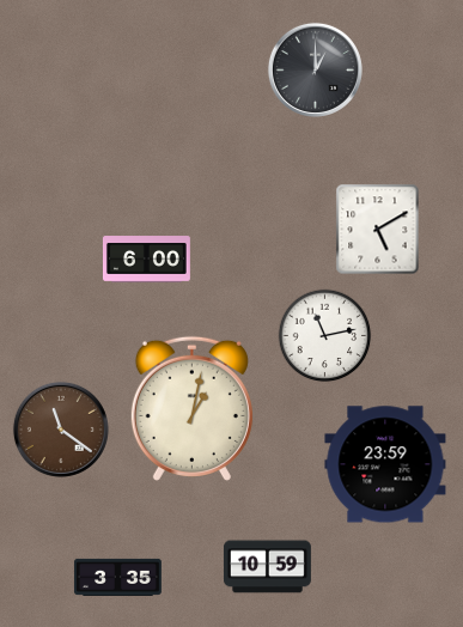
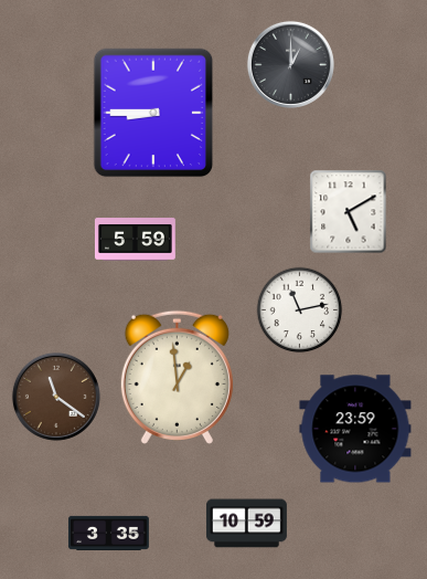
clock at (153, 113): none -> 8:45
clock at (146, 260): 6:00 -> 5:59
clock at (191, 408): 1:02 -> 12:59
